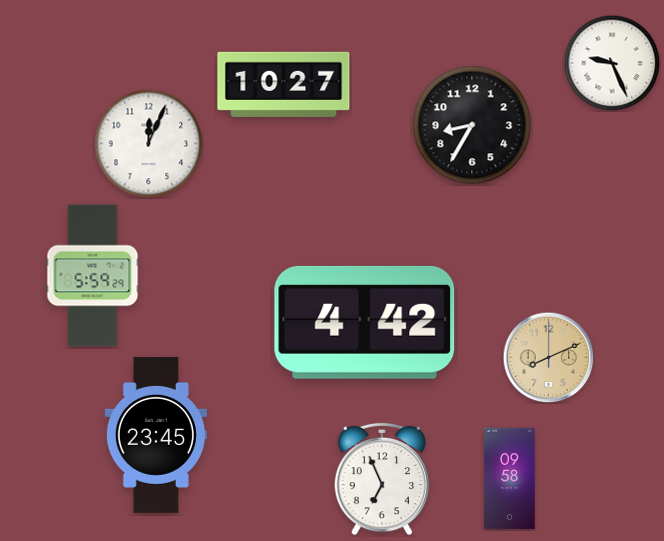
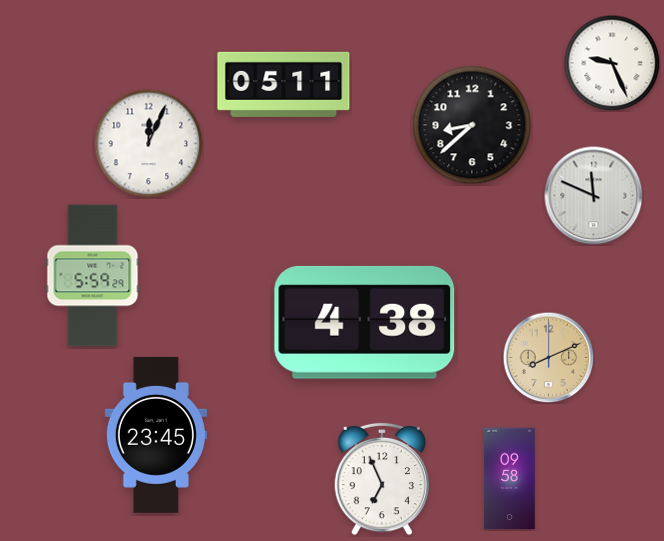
clock at (284, 84): 10:27 -> 05:11
clock at (472, 125): 8:35 -> 8:38
clock at (594, 196): none -> 11:49
clock at (365, 322): 4:42 -> 4:38
